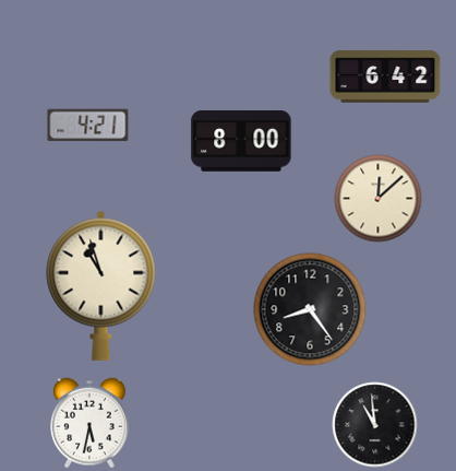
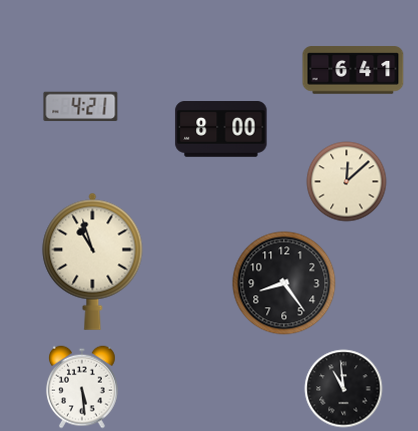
clock at (385, 76): 6:42 -> 6:41
clock at (88, 126) position: (88, 126) -> (81, 107)
clock at (91, 423): 5:32 -> 5:29
